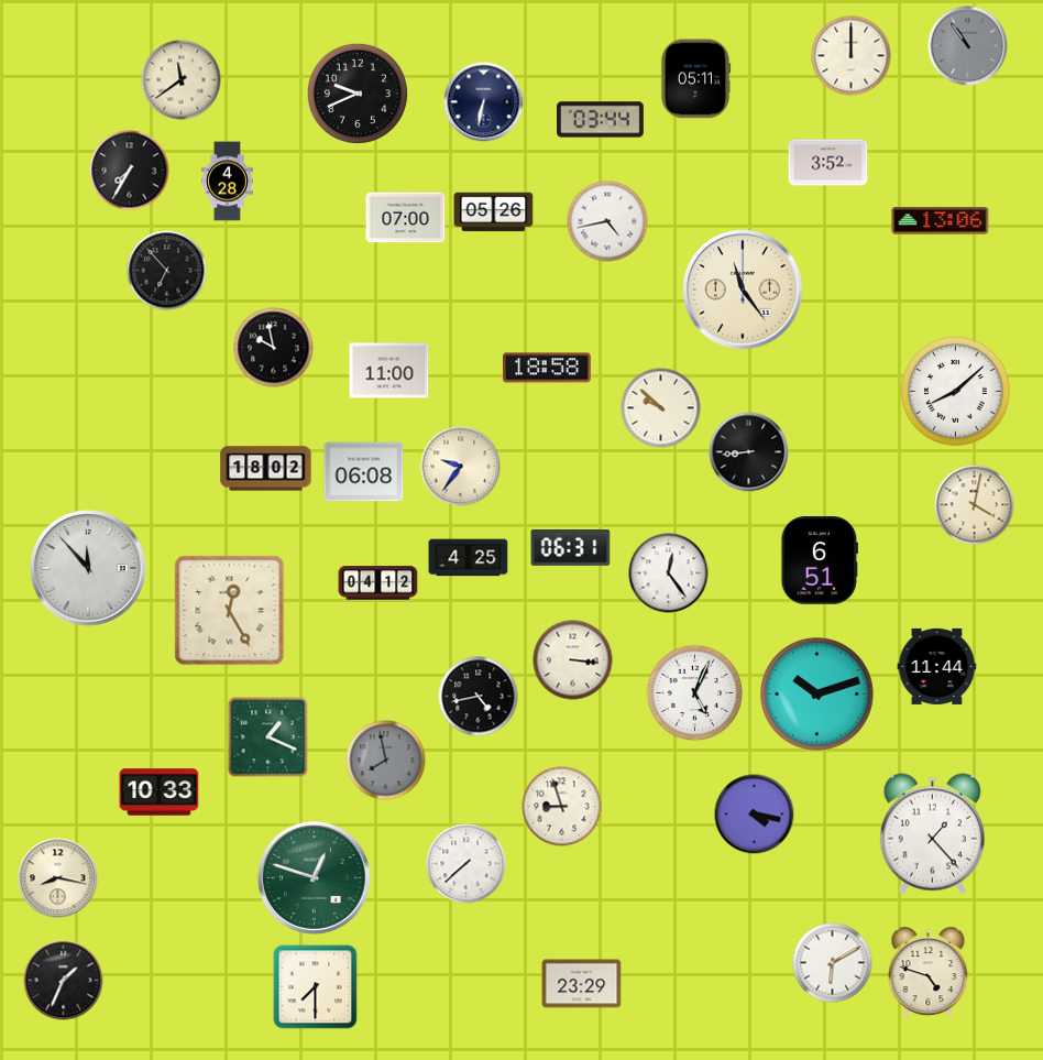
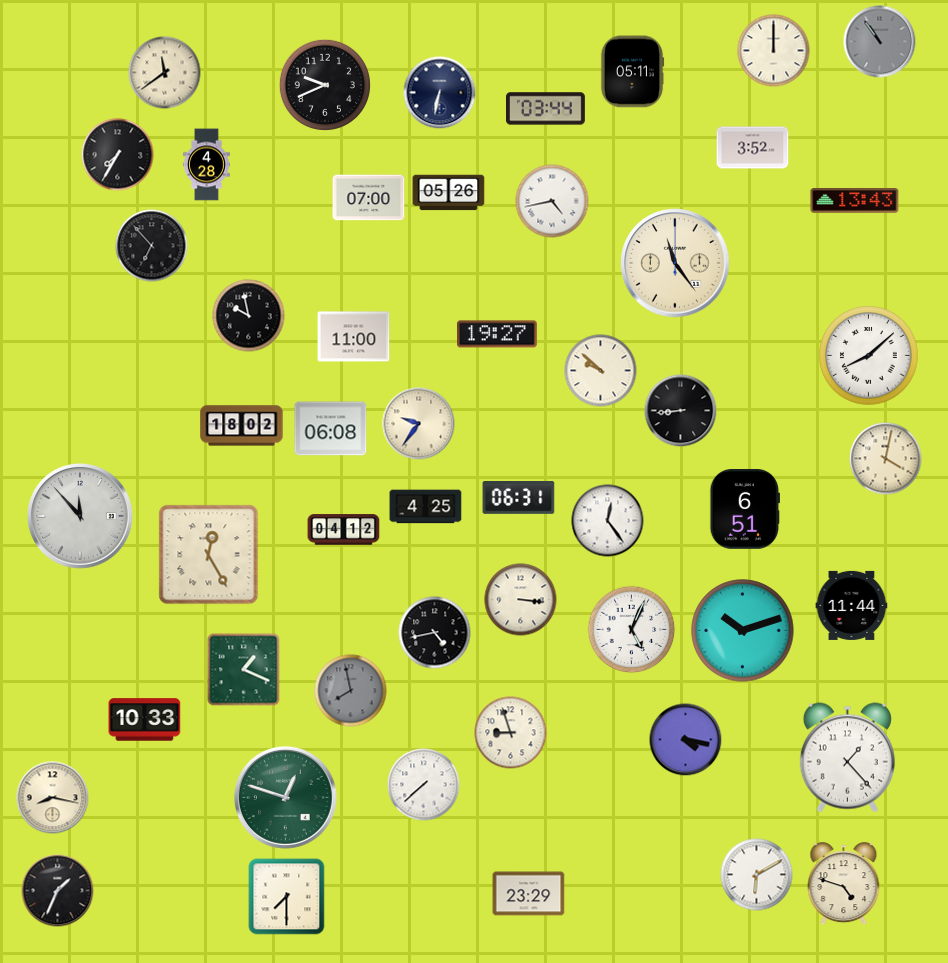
clock at (941, 221): 13:06 -> 13:43
clock at (548, 368): 18:58 -> 19:27
